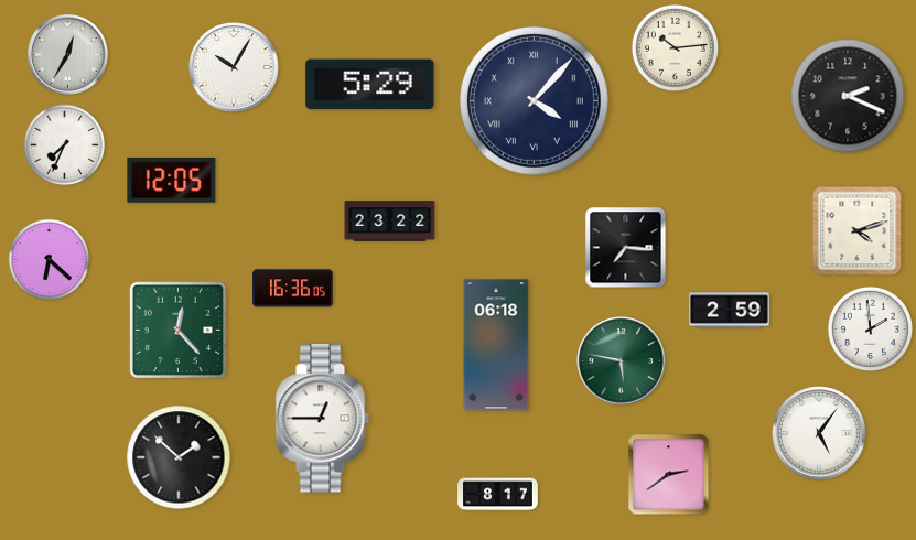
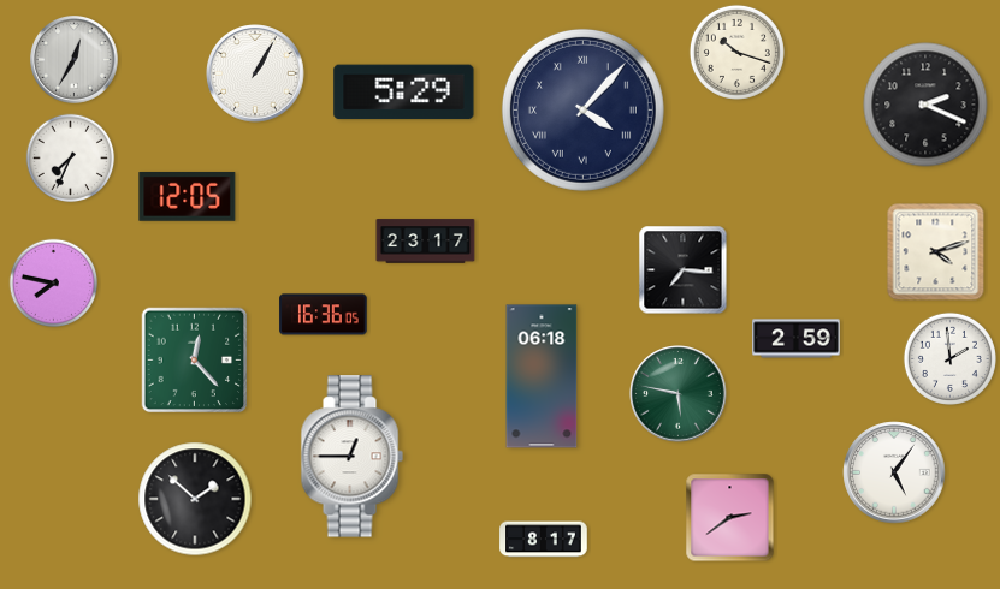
clock at (675, 47): 10:14 -> 10:18
clock at (234, 67): 10:05 -> 1:05
clock at (390, 222): 23:22 -> 23:17
clock at (50, 260): 6:22 -> 7:47
clock at (293, 289) position: (293, 289) -> (324, 315)
